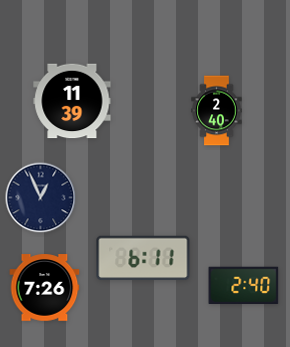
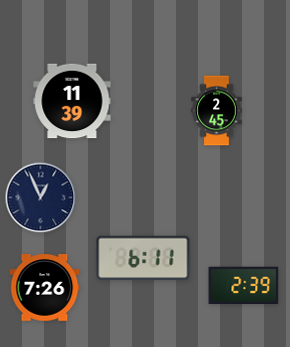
clock at (217, 111): 2:40 -> 2:45
clock at (244, 286): 2:40 -> 2:39
